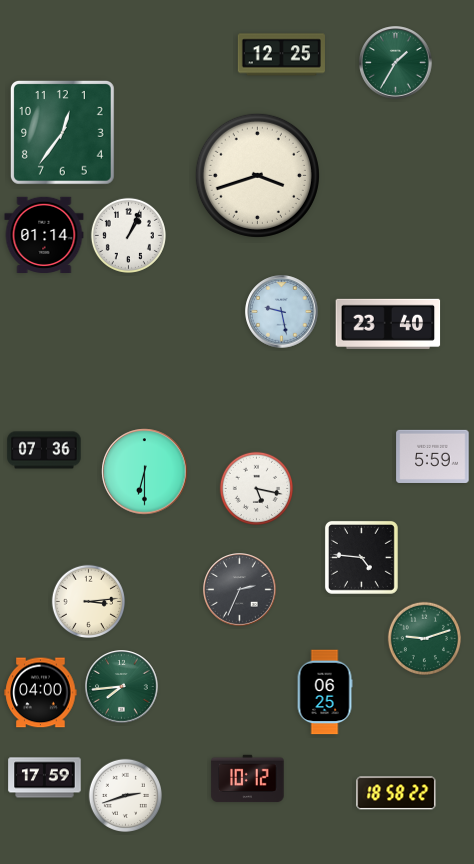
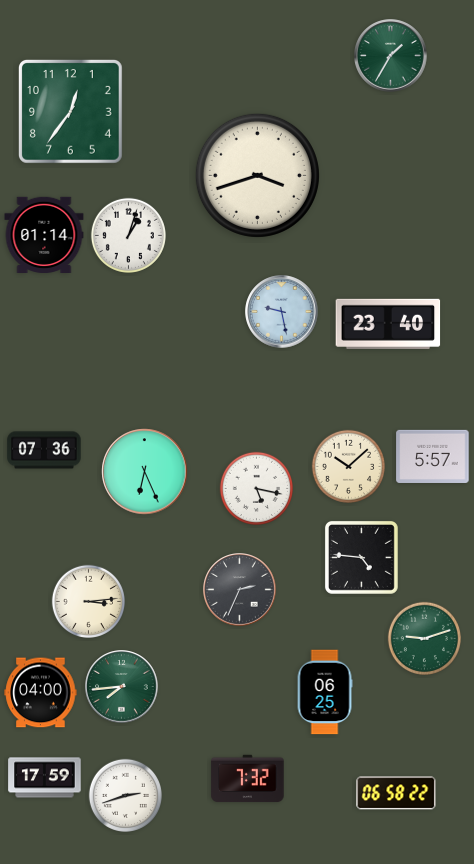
clock at (281, 55): 12:25 -> none
clock at (396, 63) position: (396, 63) -> (391, 56)
clock at (62, 132) position: (62, 132) -> (70, 111)
clock at (128, 235): 1:04 -> 1:03
clock at (433, 456): 5:59 -> 5:57
clock at (348, 466): none -> 10:08
clock at (145, 472): 6:30 -> 6:26
clock at (248, 779): 10:12 -> 7:32
clock at (396, 793): 18:58 -> 06:58
